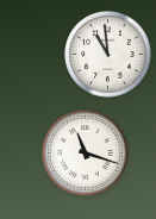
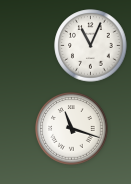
clock at (108, 55): 10:59 -> 11:04
